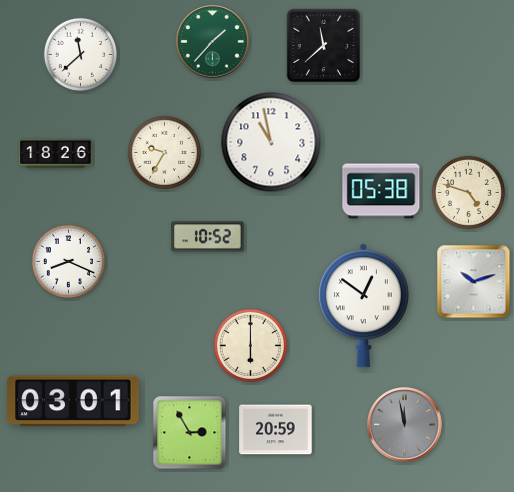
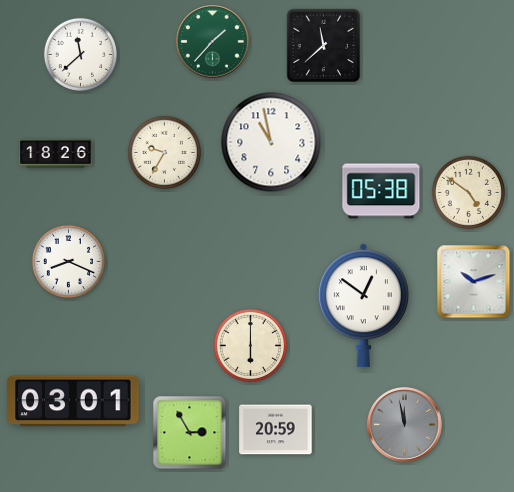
clock at (468, 192): 4:48 -> 4:51
clock at (208, 237): 10:52 -> none
